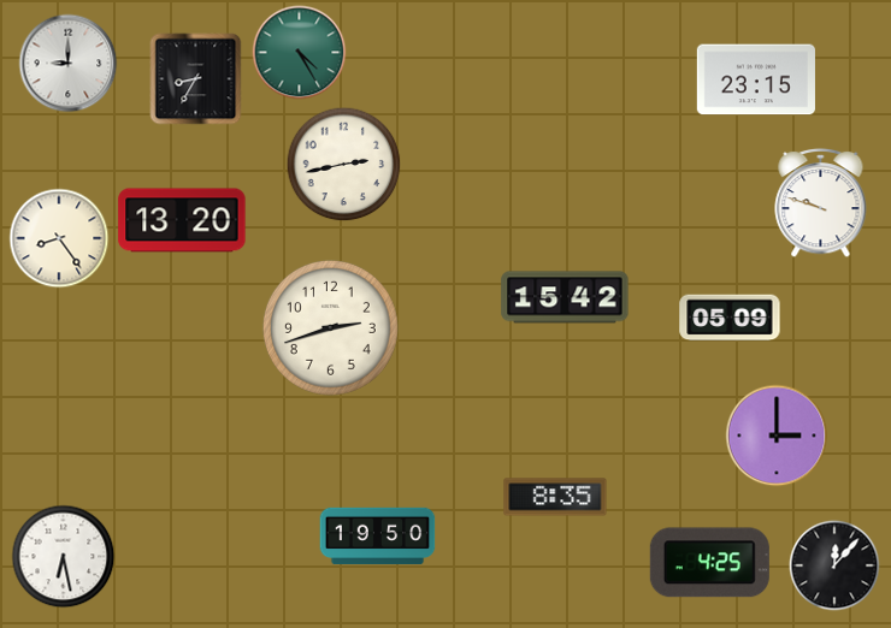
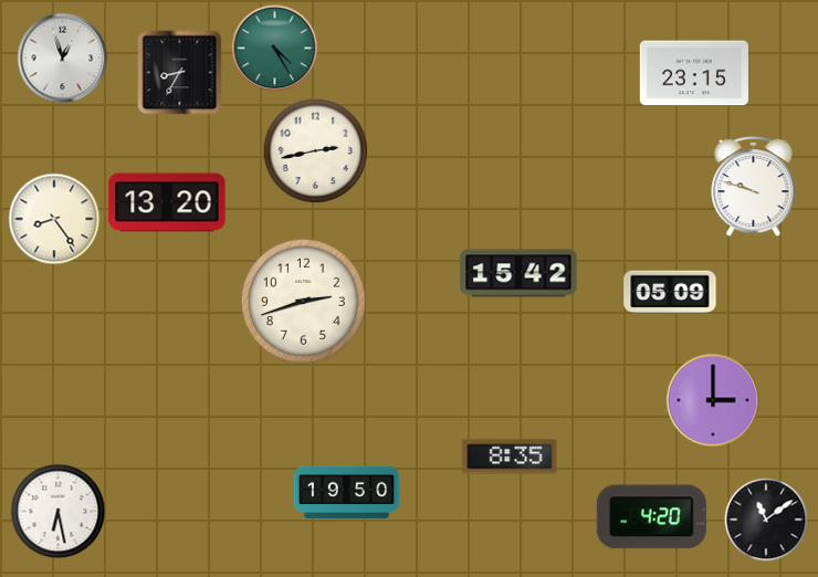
clock at (69, 64): 9:00 -> 12:57
clock at (709, 563): 4:25 -> 4:20
clock at (834, 565): 12:07 -> 11:09
